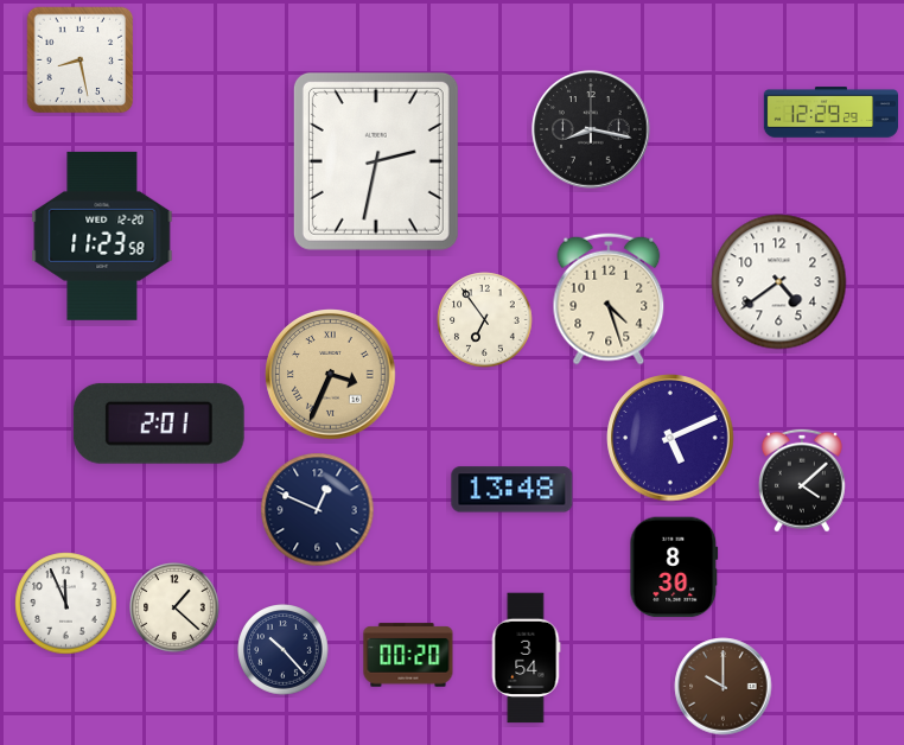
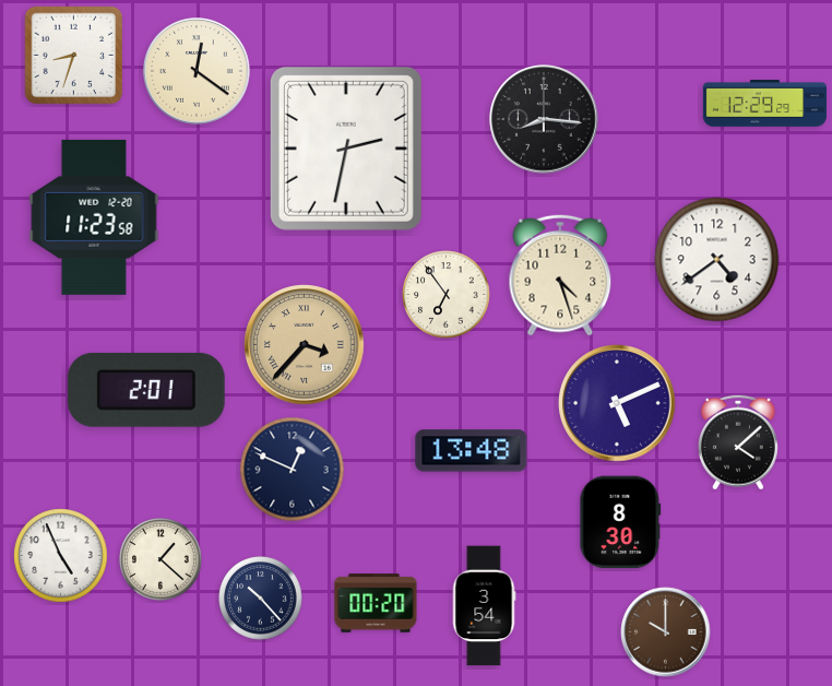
clock at (81, 61): 8:28 -> 8:33
clock at (197, 71): none -> 12:21
clock at (591, 129): 8:17 -> 8:16
clock at (331, 375): 3:34 -> 3:37
clock at (66, 604): 11:56 -> 4:56
